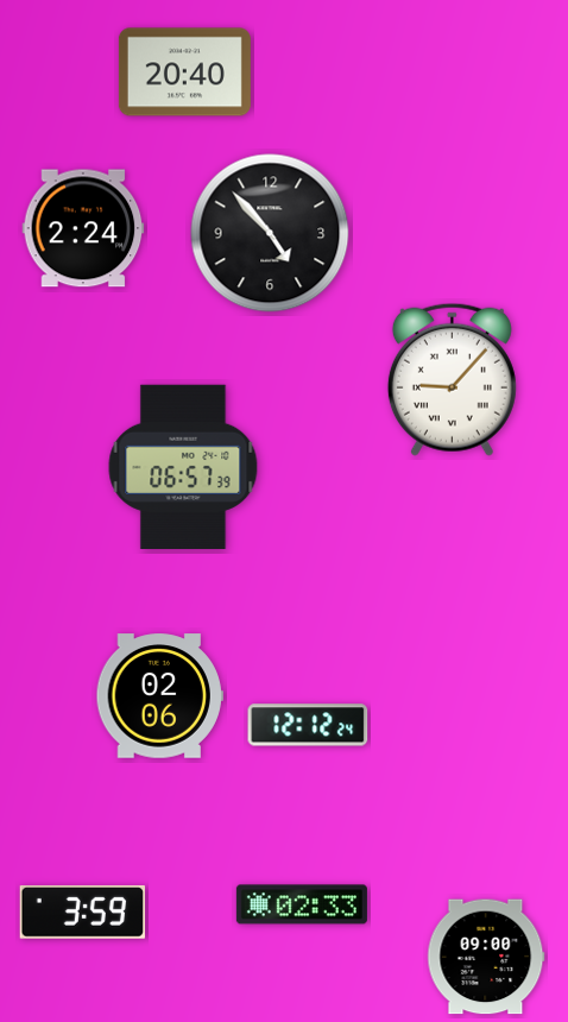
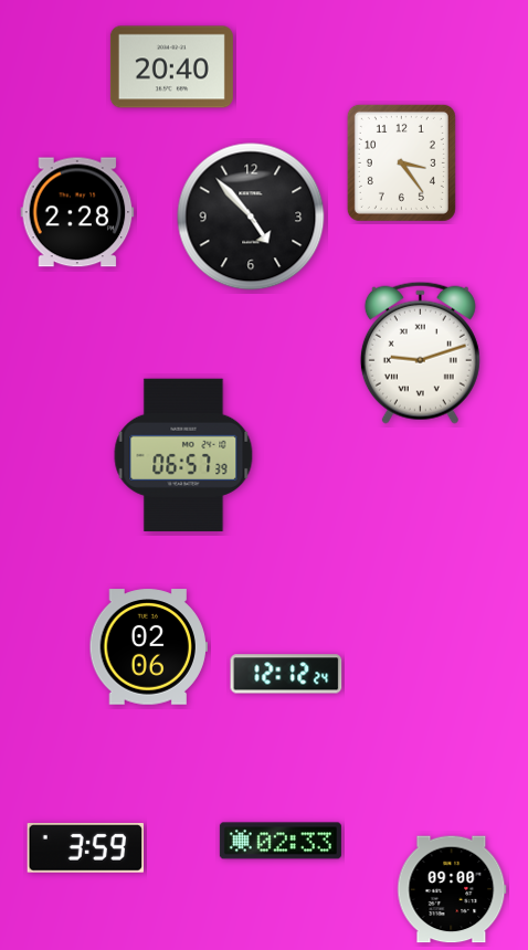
clock at (401, 162): none -> 3:24
clock at (83, 228): 2:24 -> 2:28
clock at (452, 379): 9:07 -> 9:12
clock at (183, 467) position: (183, 467) -> (183, 455)
clock at (82, 911) position: (82, 911) -> (85, 847)
